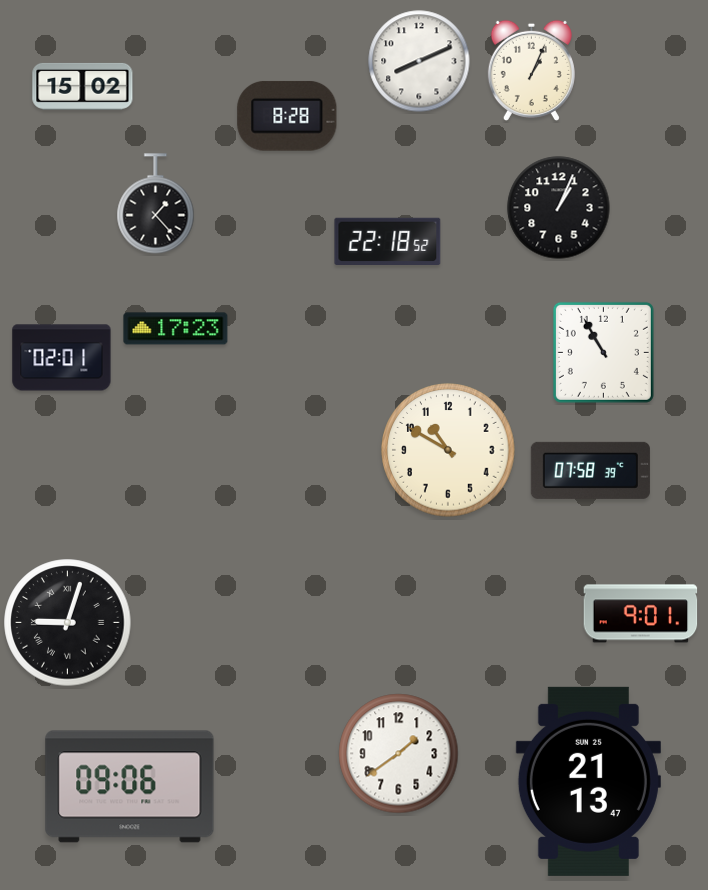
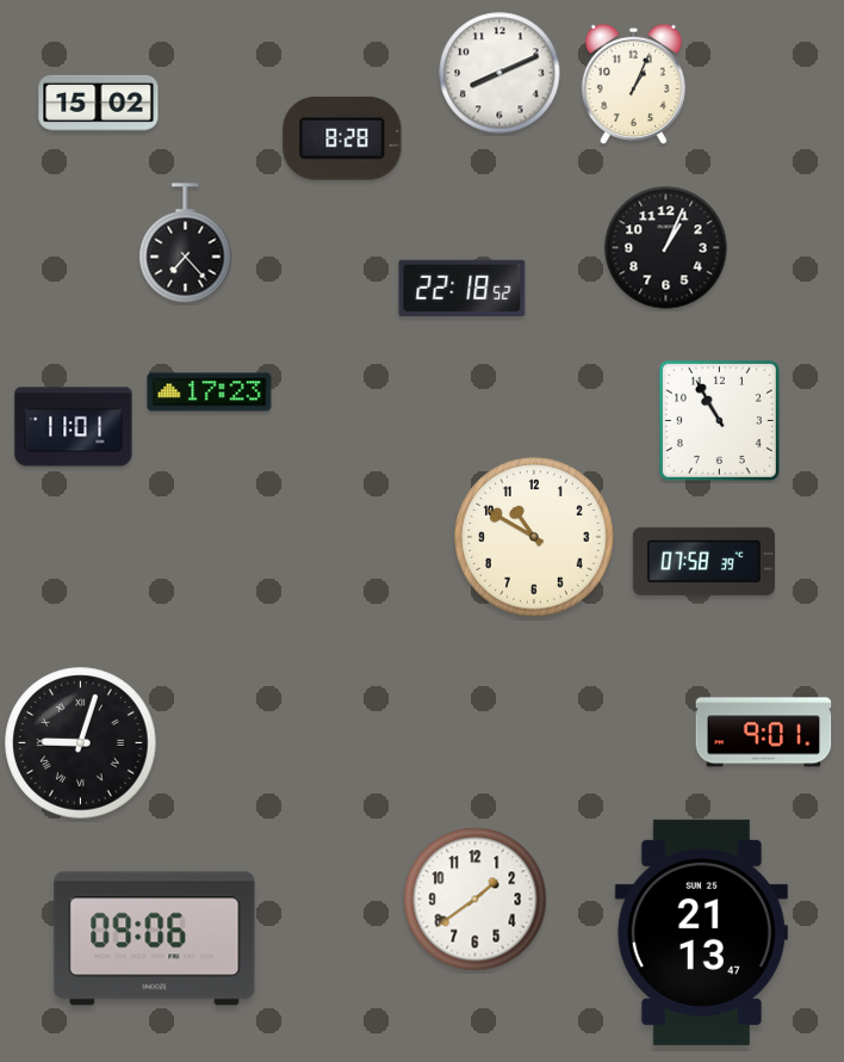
clock at (156, 204): 1:23 -> 7:23
clock at (62, 358): 02:01 -> 11:01
